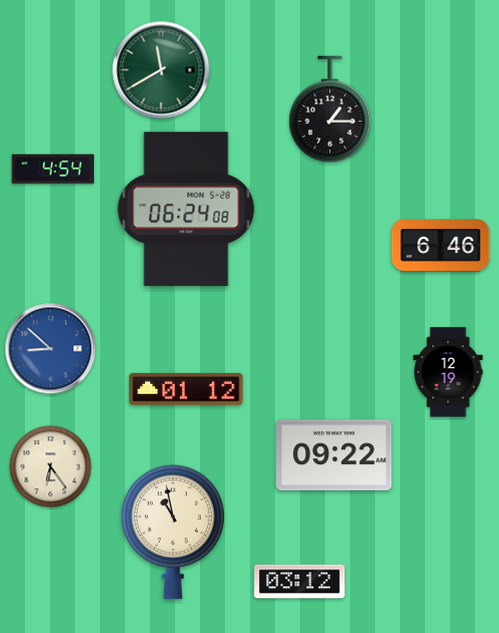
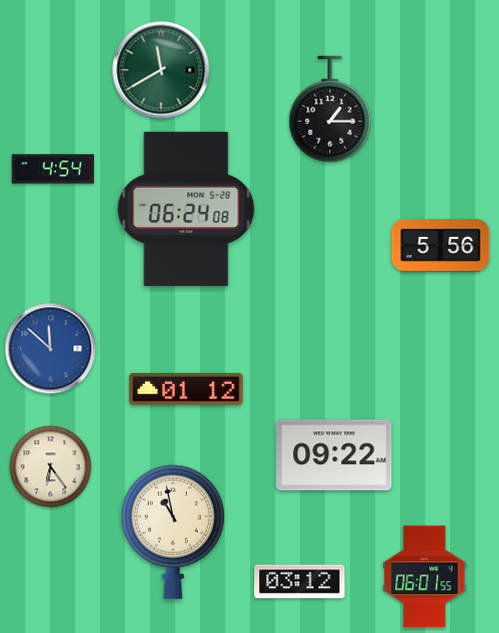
clock at (441, 246): 6:46 -> 5:56
clock at (51, 349): 8:52 -> 11:52
clock at (448, 372): 12:19 -> none
clock at (425, 577): none -> 06:01
